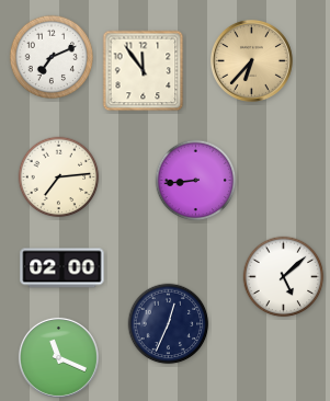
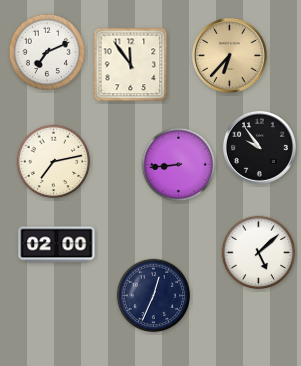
clock at (259, 147): none -> 9:54
clock at (59, 177): 7:14 -> 7:13
clock at (58, 357): 11:19 -> none
